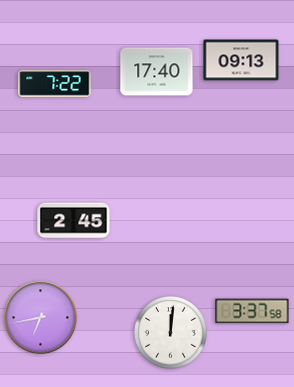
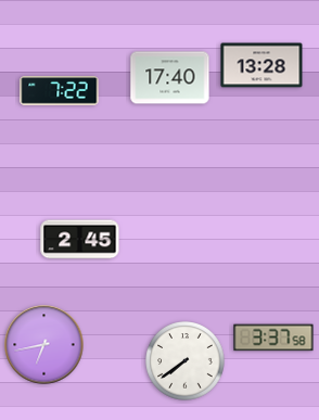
clock at (241, 60): 09:13 -> 13:28
clock at (171, 333): 12:01 -> 7:39
